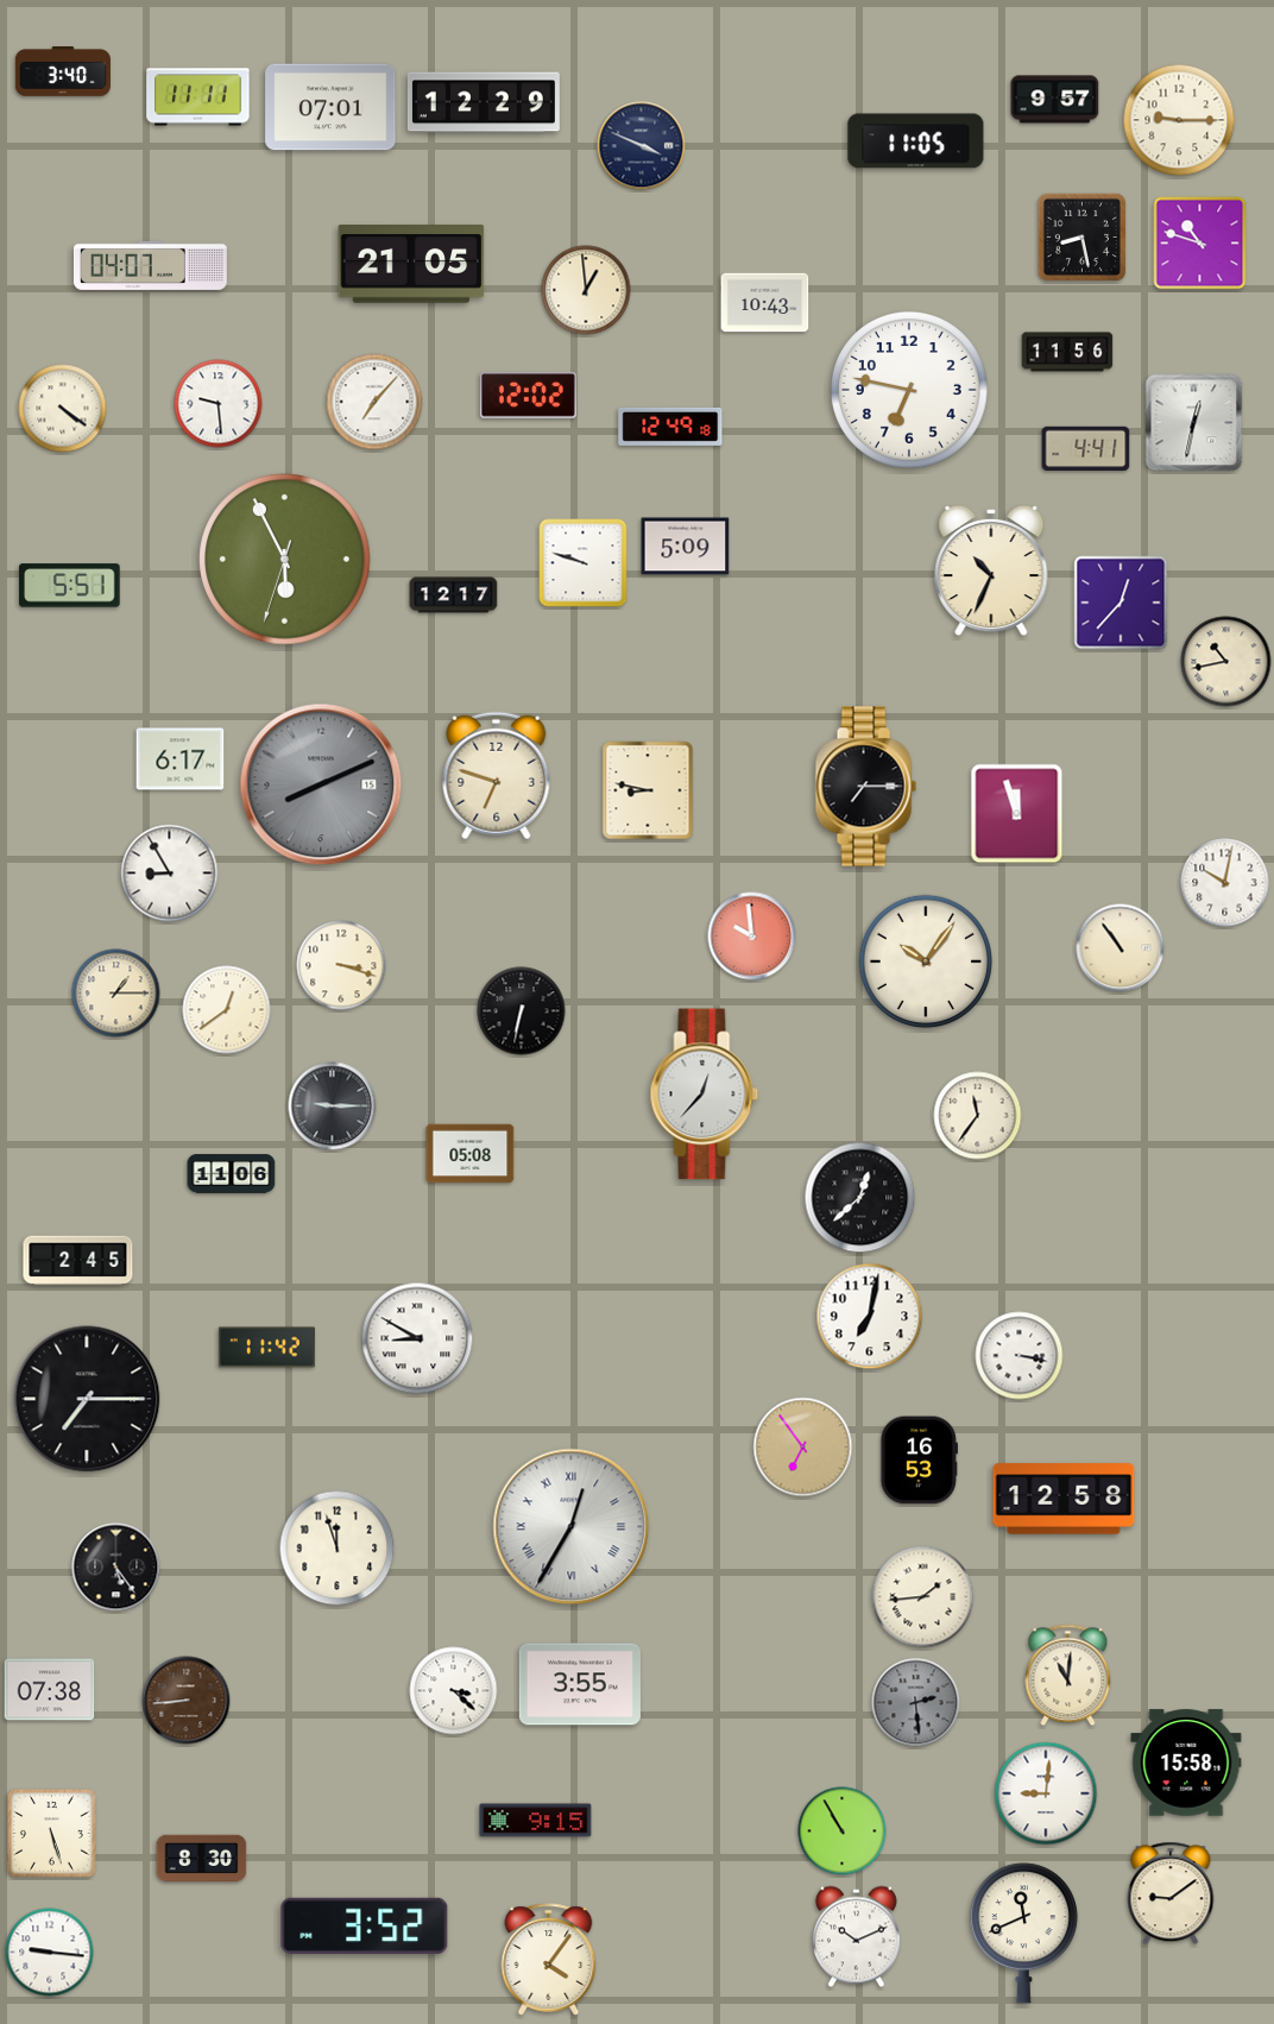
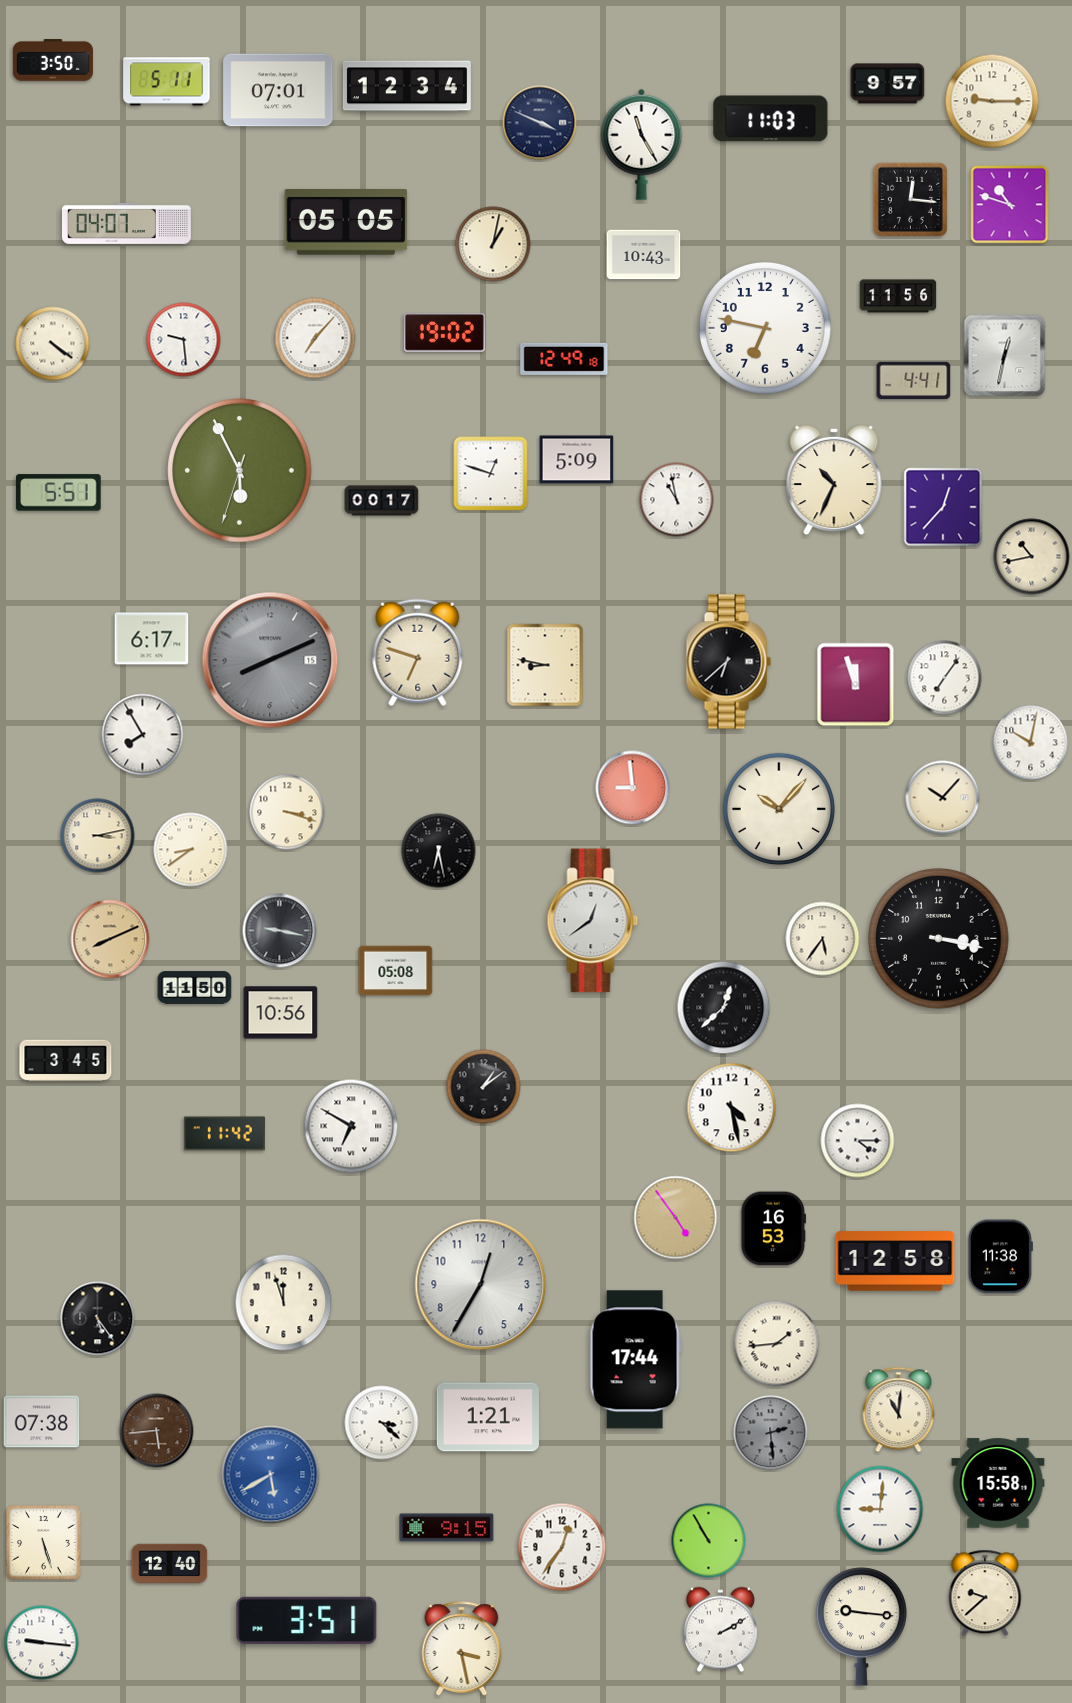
clock at (63, 71): 3:40 -> 3:50
clock at (198, 97): 11:11 -> 5:11
clock at (484, 102): 12:29 -> 12:34
clock at (916, 141): 11:05 -> 11:03
clock at (642, 144): none -> 11:25
clock at (1081, 237): 8:28 -> 12:16
clock at (411, 264): 21:05 -> 05:05
clock at (586, 290): 12:59 -> 1:02
clock at (528, 396): 12:02 -> 19:02
clock at (1086, 448) position: (1086, 448) -> (914, 380)
clock at (584, 563): 9:48 -> 12:48
clock at (677, 500): none -> 10:58
clock at (454, 595): 12:17 -> 00:17
clock at (865, 787): 7:15 -> 6:38
clock at (945, 678): none -> 7:06
clock at (170, 874): 8:55 -> 7:55
clock at (752, 937): 9:59 -> 8:59
clock at (1121, 948): 10:54 -> 10:07
clock at (926, 961): 10:06 -> 10:07
clock at (116, 994): 1:15 -> 3:13
clock at (227, 1010): 12:39 -> 8:39
clock at (522, 1011): 6:32 -> 6:28
clock at (705, 1095): 12:37 -> 12:39
clock at (333, 1106): 9:15 -> 9:17
clock at (110, 939): none -> 8:11
clock at (978, 1116): 11:36 -> 5:36
clock at (939, 939): none -> 3:17
clock at (232, 1174): 11:06 -> 11:50
clock at (281, 1013): none -> 10:56
clock at (78, 1261): 2:45 -> 3:45
clock at (484, 1087): none -> 1:09
clock at (870, 1317): 7:02 -> 4:28
clock at (417, 1338): 8:50 -> 6:50
clock at (1020, 1356): 3:17 -> 4:15
clock at (87, 1399): 7:15 -> none
clock at (803, 1448): 6:54 -> 4:54
clock at (1000, 1257): none -> 11:38
clock at (572, 1527) numerals: Roman -> Arabic
clock at (635, 1360): none -> 17:44
clock at (580, 1684): 3:55 -> 1:21
clock at (187, 1701): 8:44 -> 5:44
clock at (271, 1475): none -> 5:40
clock at (536, 1821) position: (536, 1821) -> (447, 1528)
clock at (562, 1547): none -> 12:36
clock at (202, 1859): 8:30 -> 12:40
clock at (1171, 1893): 9:09 -> 9:38
clock at (365, 1925): 3:52 -> 3:51
clock at (1023, 1934): 11:41 -> 9:16
clock at (856, 1937): 10:11 -> 2:10
clock at (549, 1960): 4:06 -> 3:28
